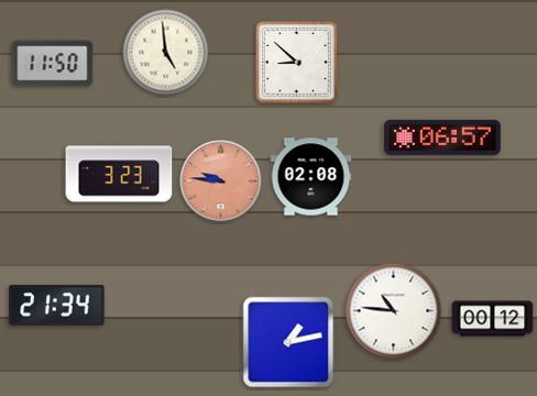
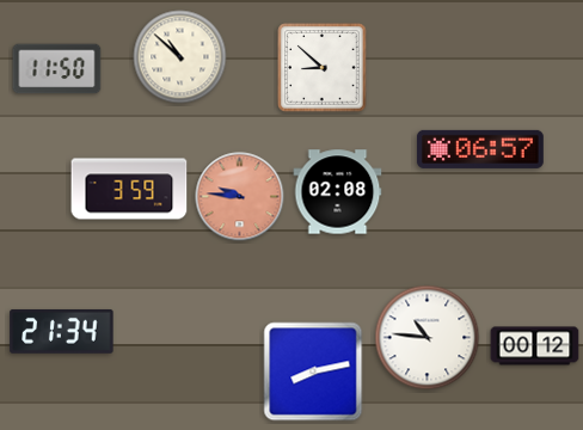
clock at (166, 53): 4:59 -> 10:52
clock at (119, 174): 3:23 -> 3:59
clock at (288, 342): 1:13 -> 8:13
